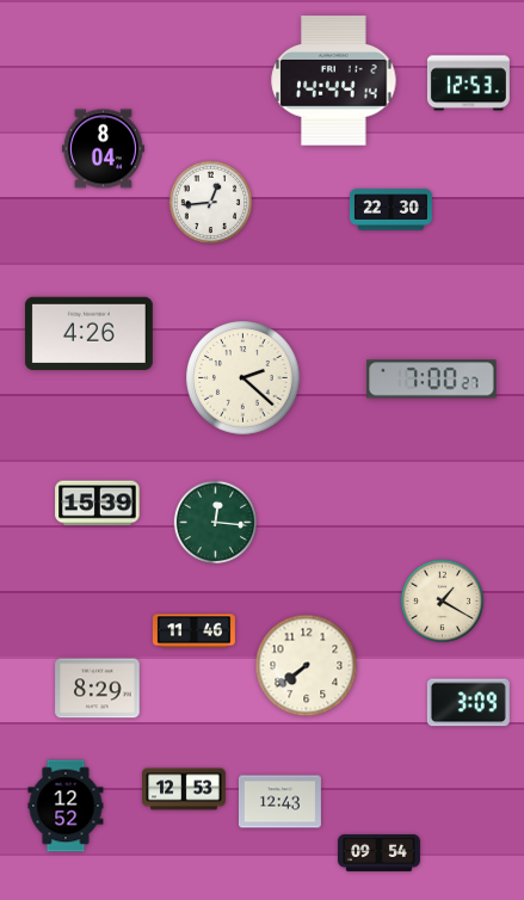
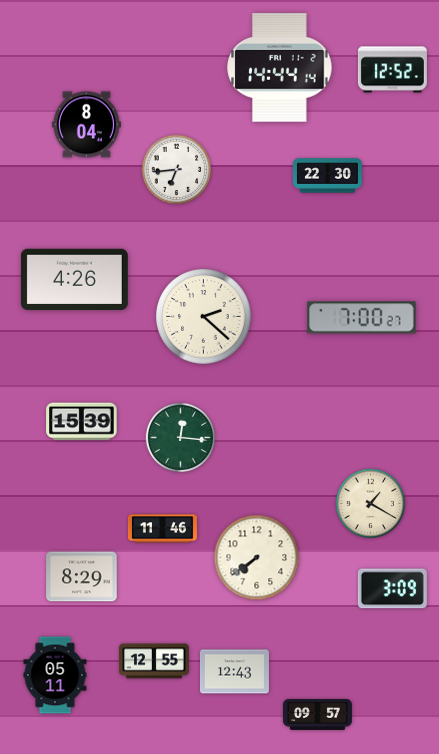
clock at (468, 84): 12:53 -> 12:52
clock at (211, 203): 12:44 -> 6:44
clock at (184, 789): 12:53 -> 12:55
clock at (66, 806): 12:52 -> 05:11
clock at (378, 852): 09:54 -> 09:57
